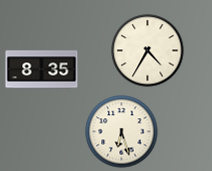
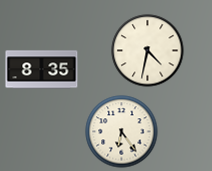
clock at (148, 51): 4:35 -> 4:32
clock at (122, 132): 6:27 -> 6:24
